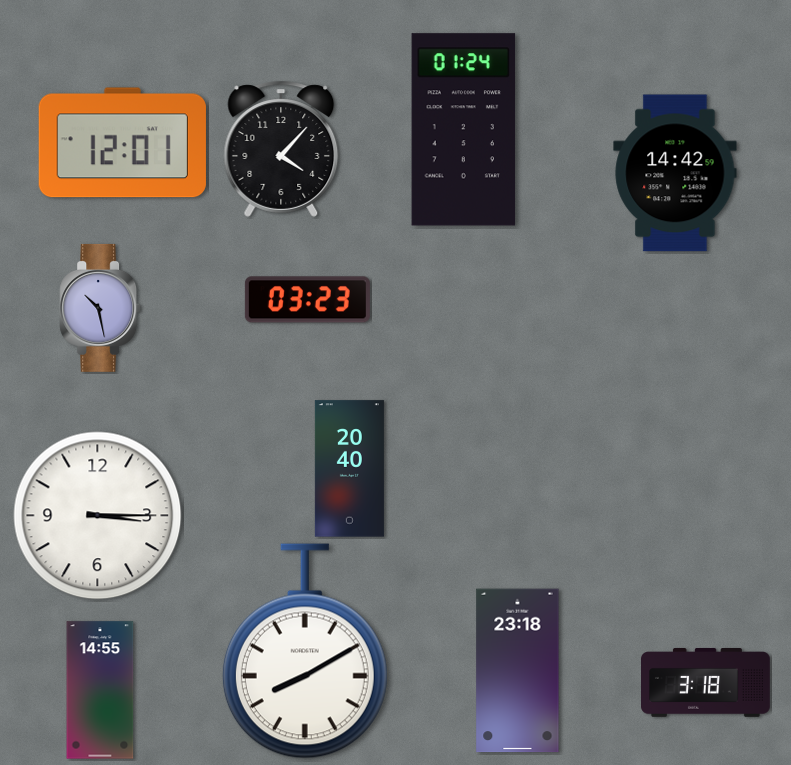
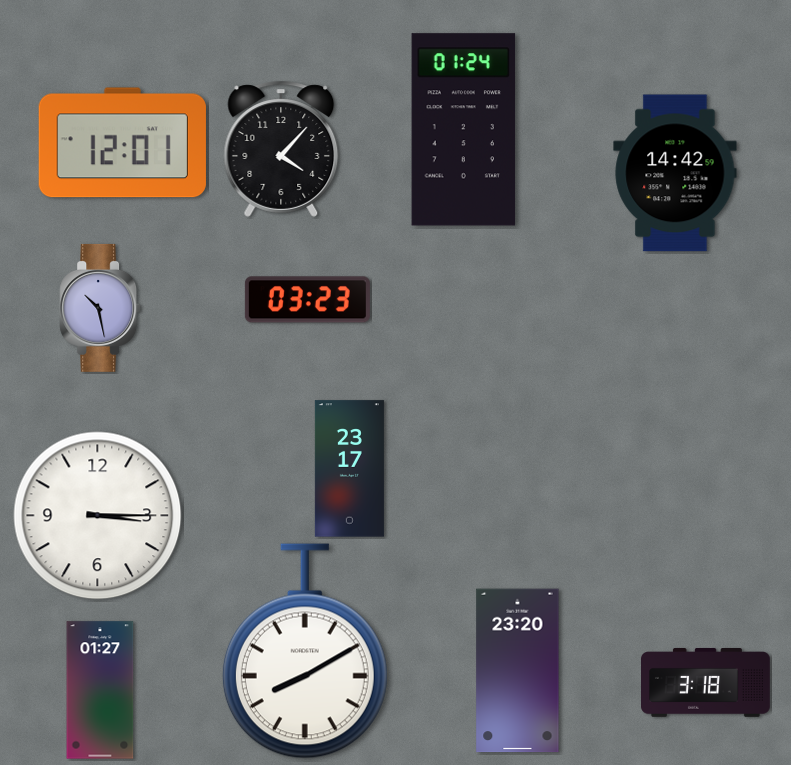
clock at (349, 469): 20:40 -> 23:17
clock at (518, 671): 23:18 -> 23:20
clock at (100, 690): 14:55 -> 01:27
